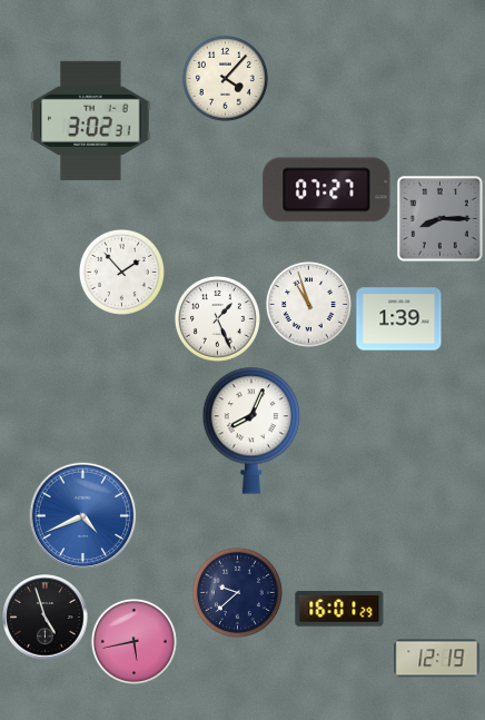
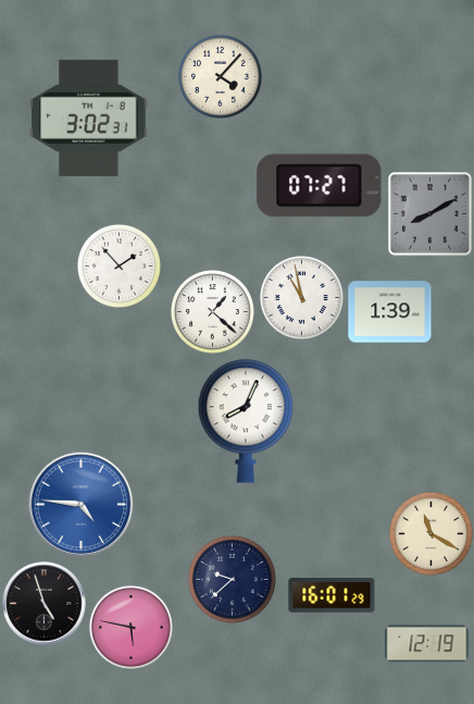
clock at (441, 219): 8:15 -> 8:10
clock at (308, 304): 10:57 -> 10:58
clock at (217, 318): 1:26 -> 1:22
clock at (83, 516): 4:41 -> 4:46
clock at (431, 533): none -> 11:20
clock at (133, 641): 5:43 -> 5:47
